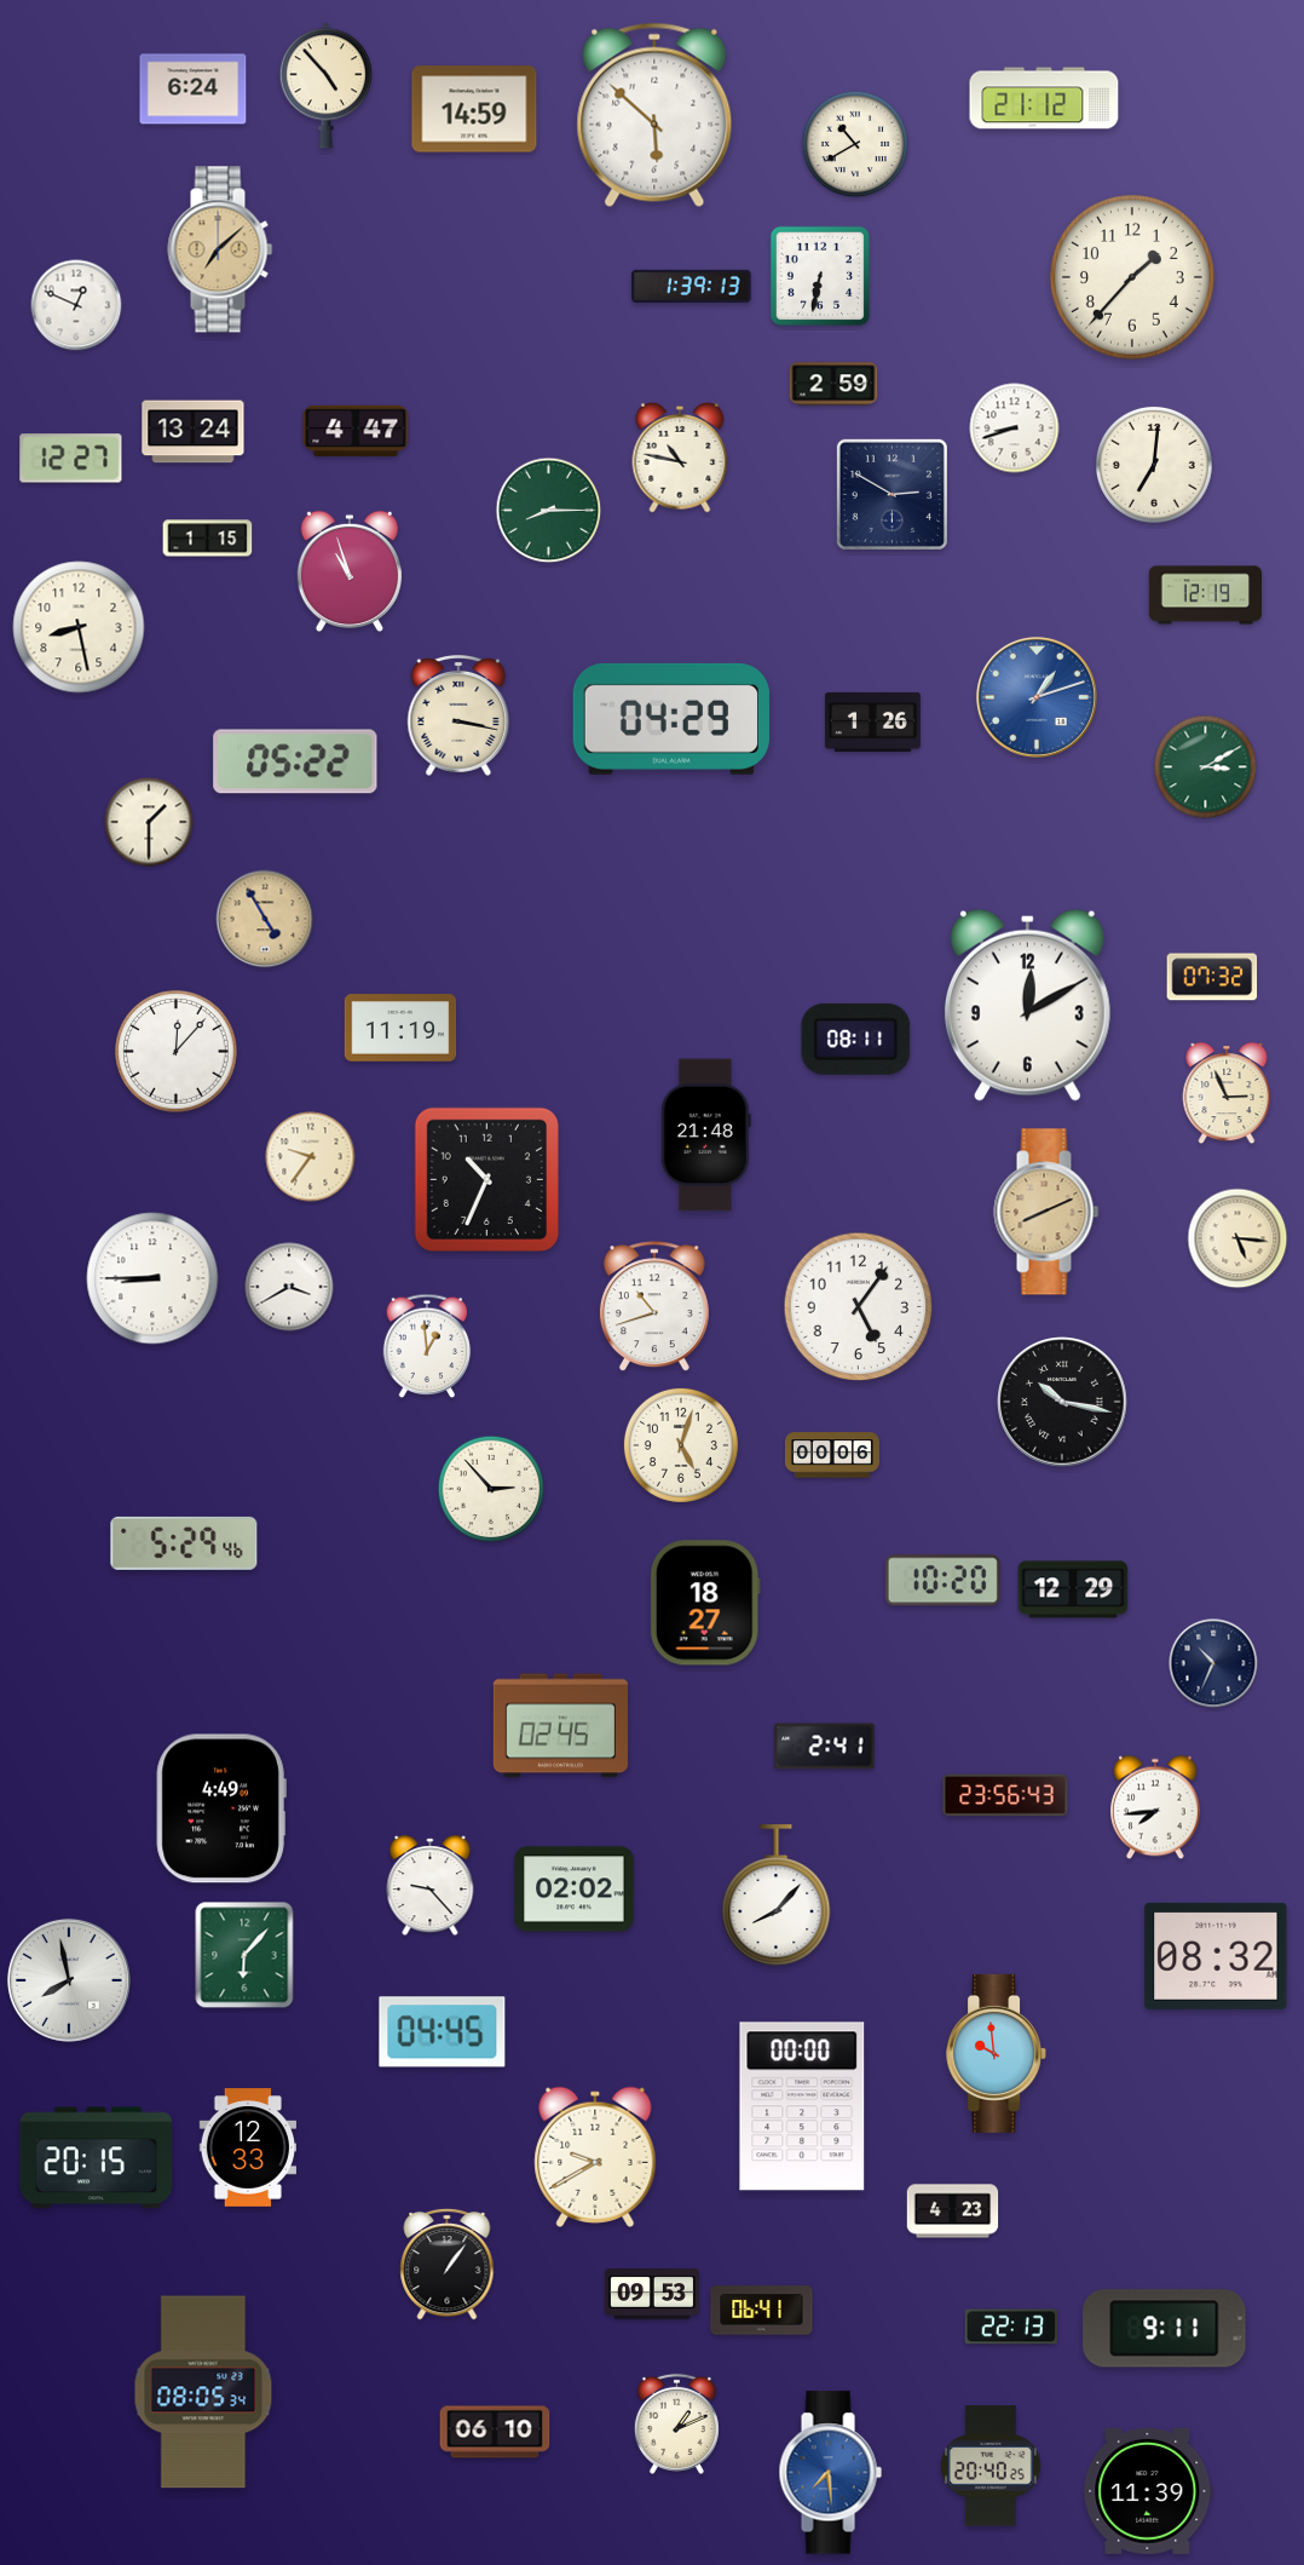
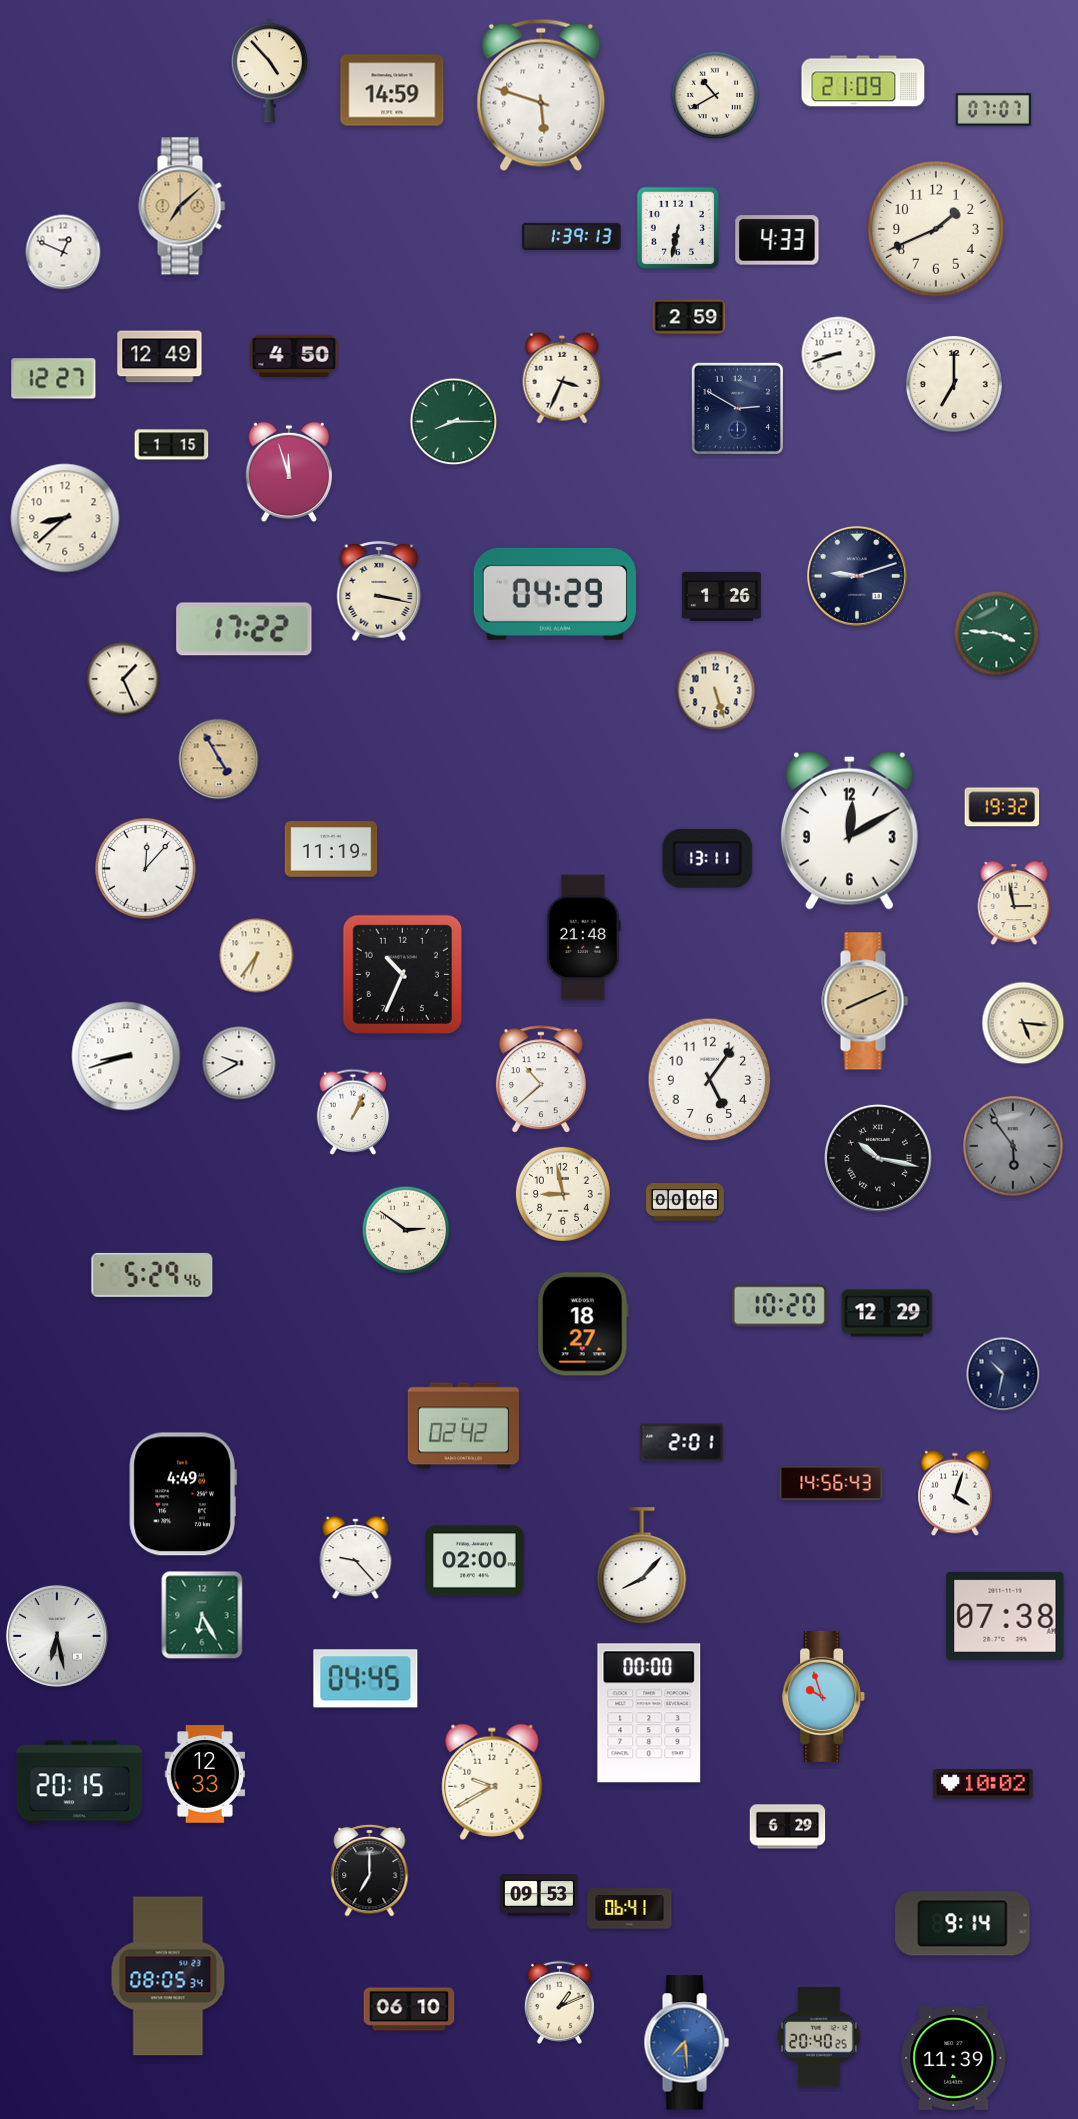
clock at (194, 90): 6:24 -> none
clock at (1044, 98): 21:12 -> 21:09
clock at (654, 115): 5:52 -> 5:48
clock at (994, 110): none -> 07:07
clock at (855, 144) position: (855, 144) -> (715, 95)
clock at (1132, 277): 1:37 -> 1:41
clock at (777, 240): none -> 4:33
clock at (356, 430): 4:47 -> 4:50
clock at (194, 432): 13:24 -> 12:49
clock at (680, 458): 10:47 -> 3:34
clock at (71, 459) position: (71, 459) -> (54, 379)
clock at (1154, 465): 7:01 -> 7:00
clock at (350, 571): 10:57 -> 11:57
clock at (1206, 596): 12:19 -> none
clock at (79, 627): 8:28 -> 8:38
clock at (1037, 697): 1:12 -> 9:12
clock at (1037, 697) dial: blue -> navy
clock at (295, 761): 05:22 -> 17:22
clock at (1206, 767): 3:10 -> 3:46
clock at (149, 822): 1:30 -> 1:26
clock at (716, 691): none -> 5:27
clock at (1212, 977): 07:32 -> 19:32
clock at (856, 1039): 08:11 -> 13:11
clock at (1227, 1094): 2:56 -> 2:58
clock at (311, 1157): 9:36 -> 6:36
clock at (152, 1278): 8:45 -> 8:42
clock at (289, 1287): 3:40 -> 9:40
clock at (654, 1307): 10:42 -> 10:38
clock at (427, 1346): 12:59 -> 1:04
clock at (1013, 1146): none -> 5:54
clock at (681, 1445): 5:03 -> 8:58
clock at (832, 1455) position: (832, 1455) -> (685, 1202)
clock at (491, 1489): 2:53 -> 2:51
clock at (1213, 1663): 10:34 -> 10:32
clock at (560, 1726): 02:45 -> 02:42
clock at (825, 1747): 2:41 -> 2:01
clock at (1005, 1795): 23:56 -> 14:56
clock at (1155, 1807): 7:44 -> 4:03
clock at (575, 1890): 02:02 -> 02:00
clock at (244, 1955): 6:07 -> 6:25
clock at (1216, 1956): 08:32 -> 07:38
clock at (69, 1980): 7:58 -> 6:28
clock at (997, 2053): 9:59 -> 9:57
clock at (802, 2106) position: (802, 2106) -> (649, 1713)
clock at (983, 1784): none -> 10:02
clock at (953, 2212): 4:23 -> 6:29
clock at (448, 2264): 1:06 -> 7:00
clock at (1011, 2327): 22:13 -> none
clock at (1165, 2329): 9:11 -> 9:14
clock at (1148, 2491) position: (1148, 2491) -> (954, 2058)
